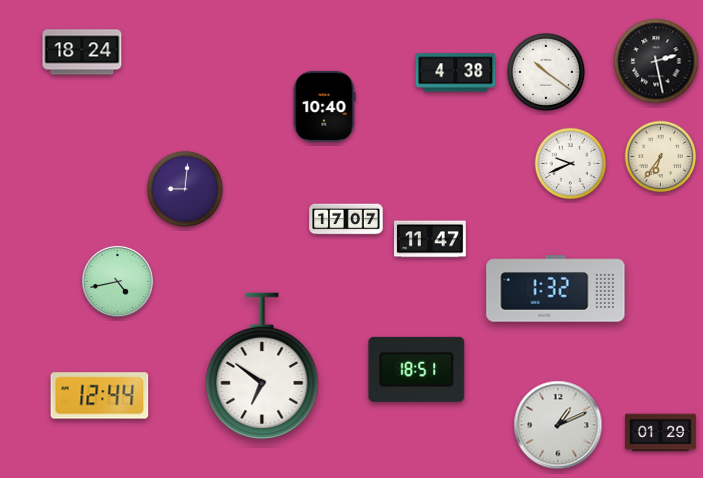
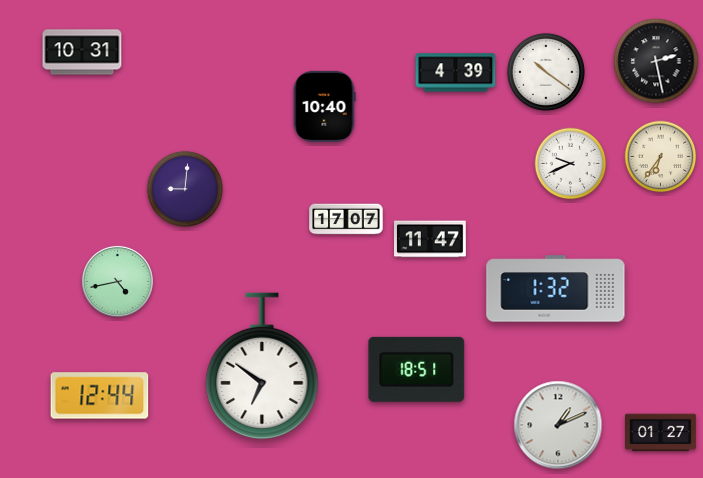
clock at (82, 52): 18:24 -> 10:31
clock at (456, 73): 4:38 -> 4:39
clock at (660, 433): 01:29 -> 01:27
